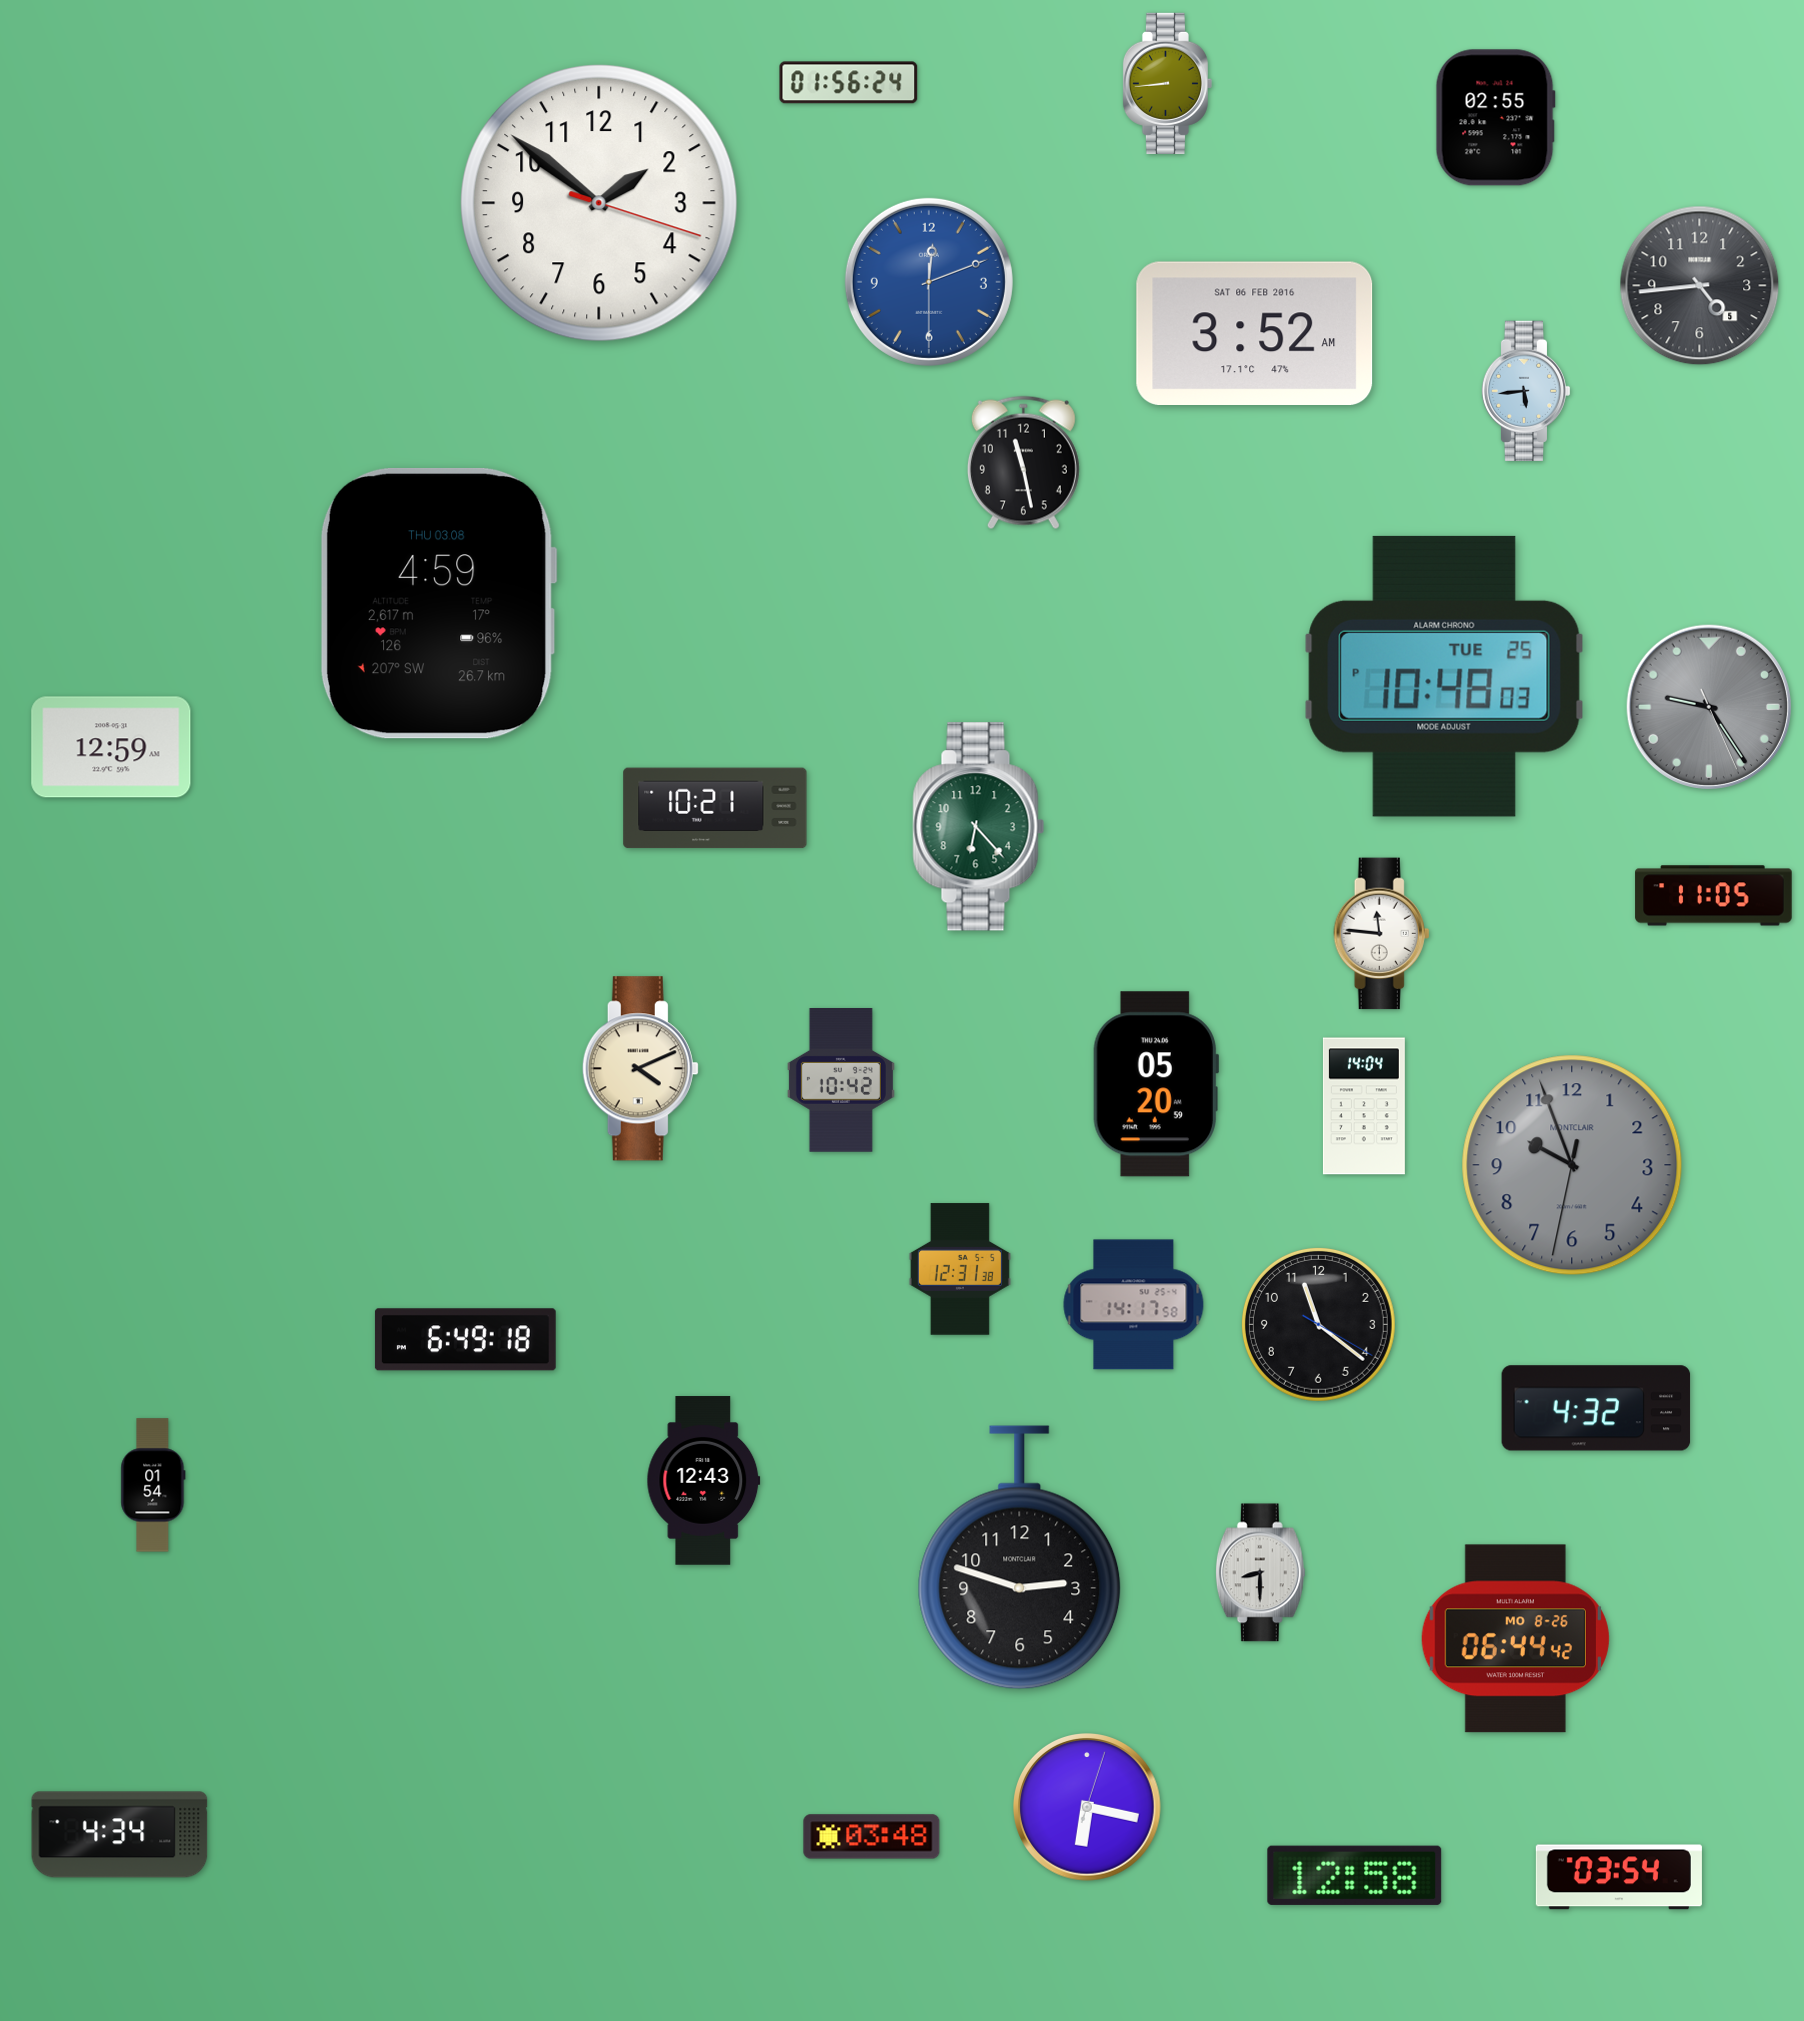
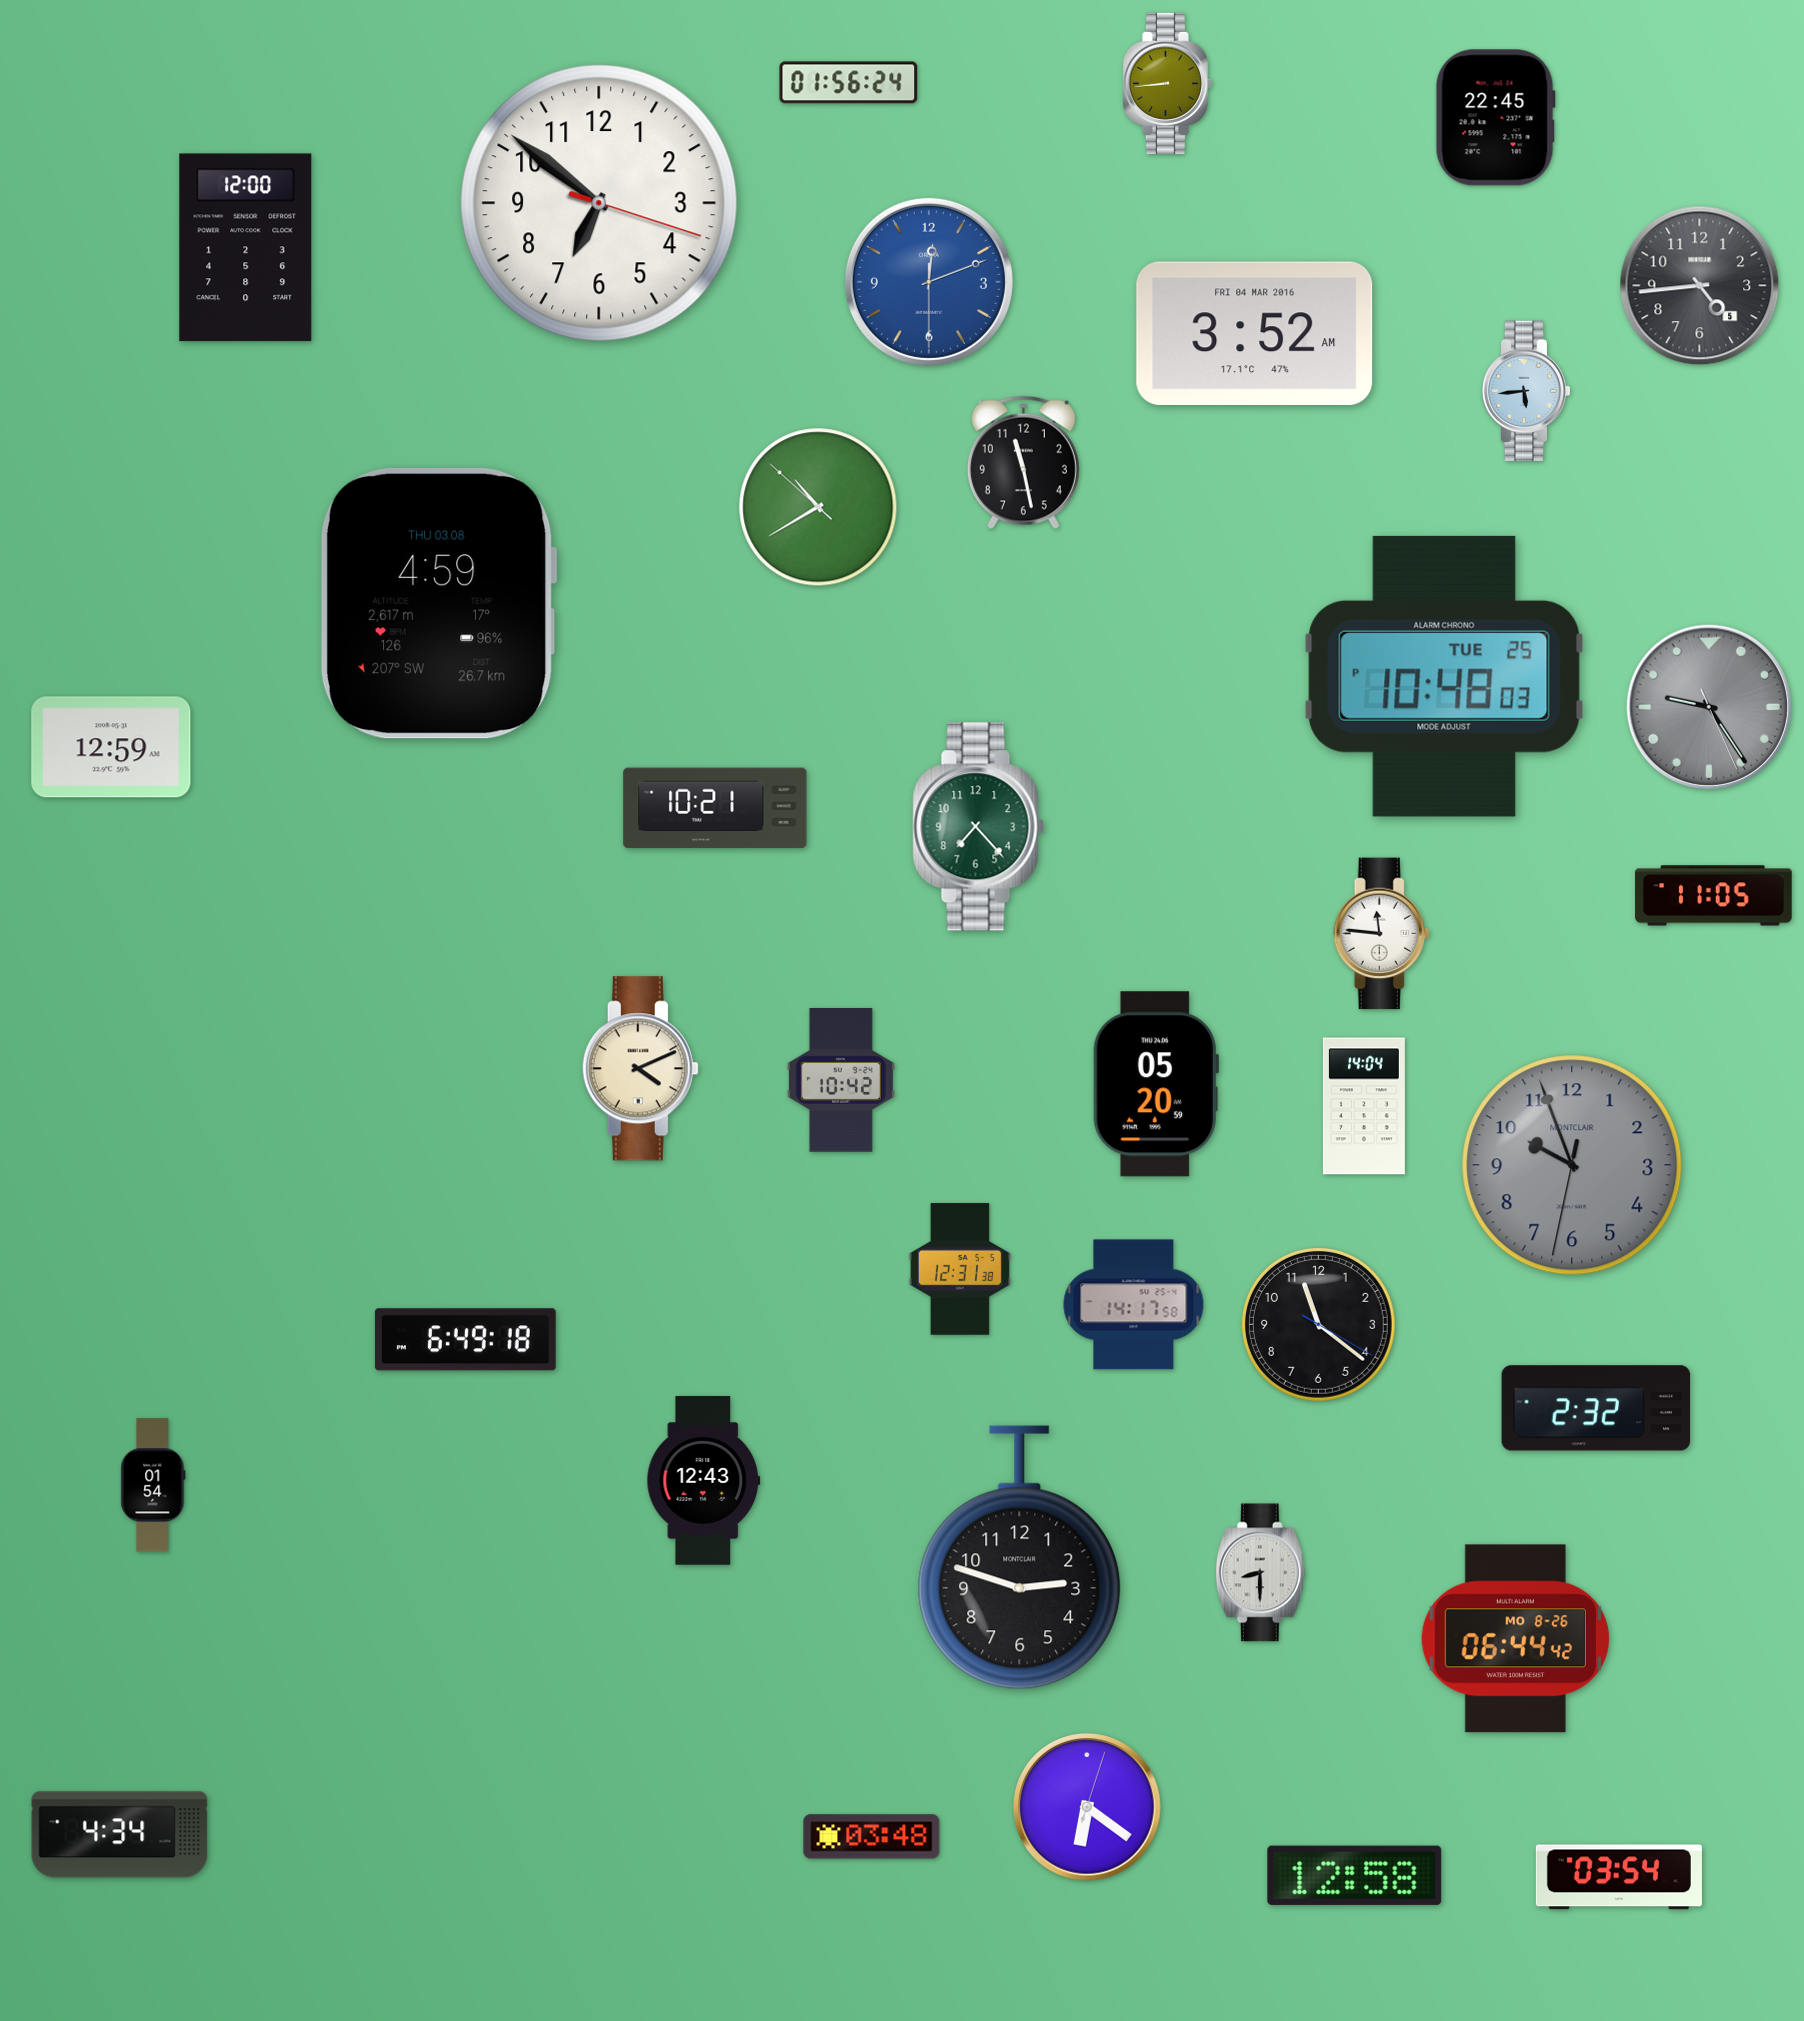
clock at (1495, 118): 02:55 -> 22:45
clock at (600, 204): 1:51 -> 6:51
clock at (246, 248): none -> 12:00
clock at (1255, 333) date: SAT 06 FEB 2016 -> FRI 04 MAR 2016
clock at (818, 507): none -> 10:39
clock at (979, 827): 6:23 -> 7:23
clock at (1596, 1408): 4:32 -> 2:32
clock at (1088, 1808): 6:17 -> 6:21
